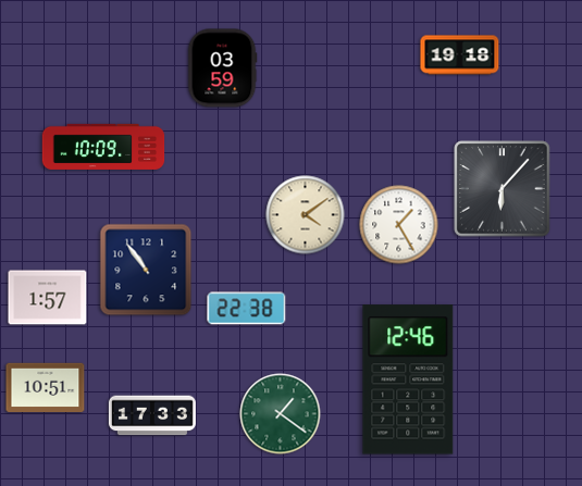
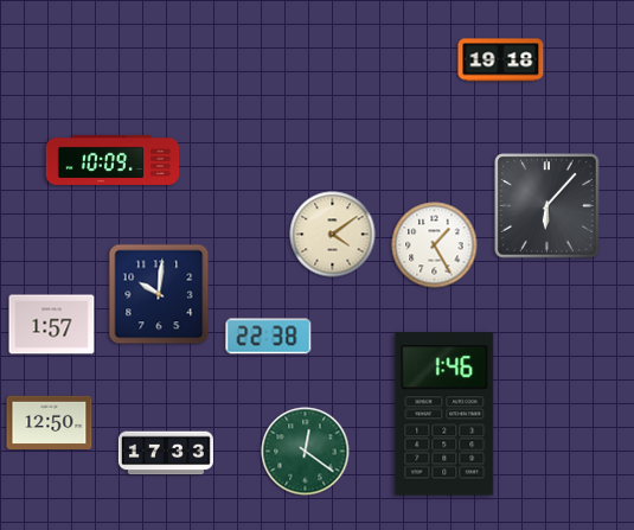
clock at (222, 68): 03:59 -> none
clock at (146, 270): 10:54 -> 10:01
clock at (408, 379): 12:46 -> 1:46
clock at (46, 387): 10:51 -> 12:50
clock at (281, 414): 1:21 -> 12:21
